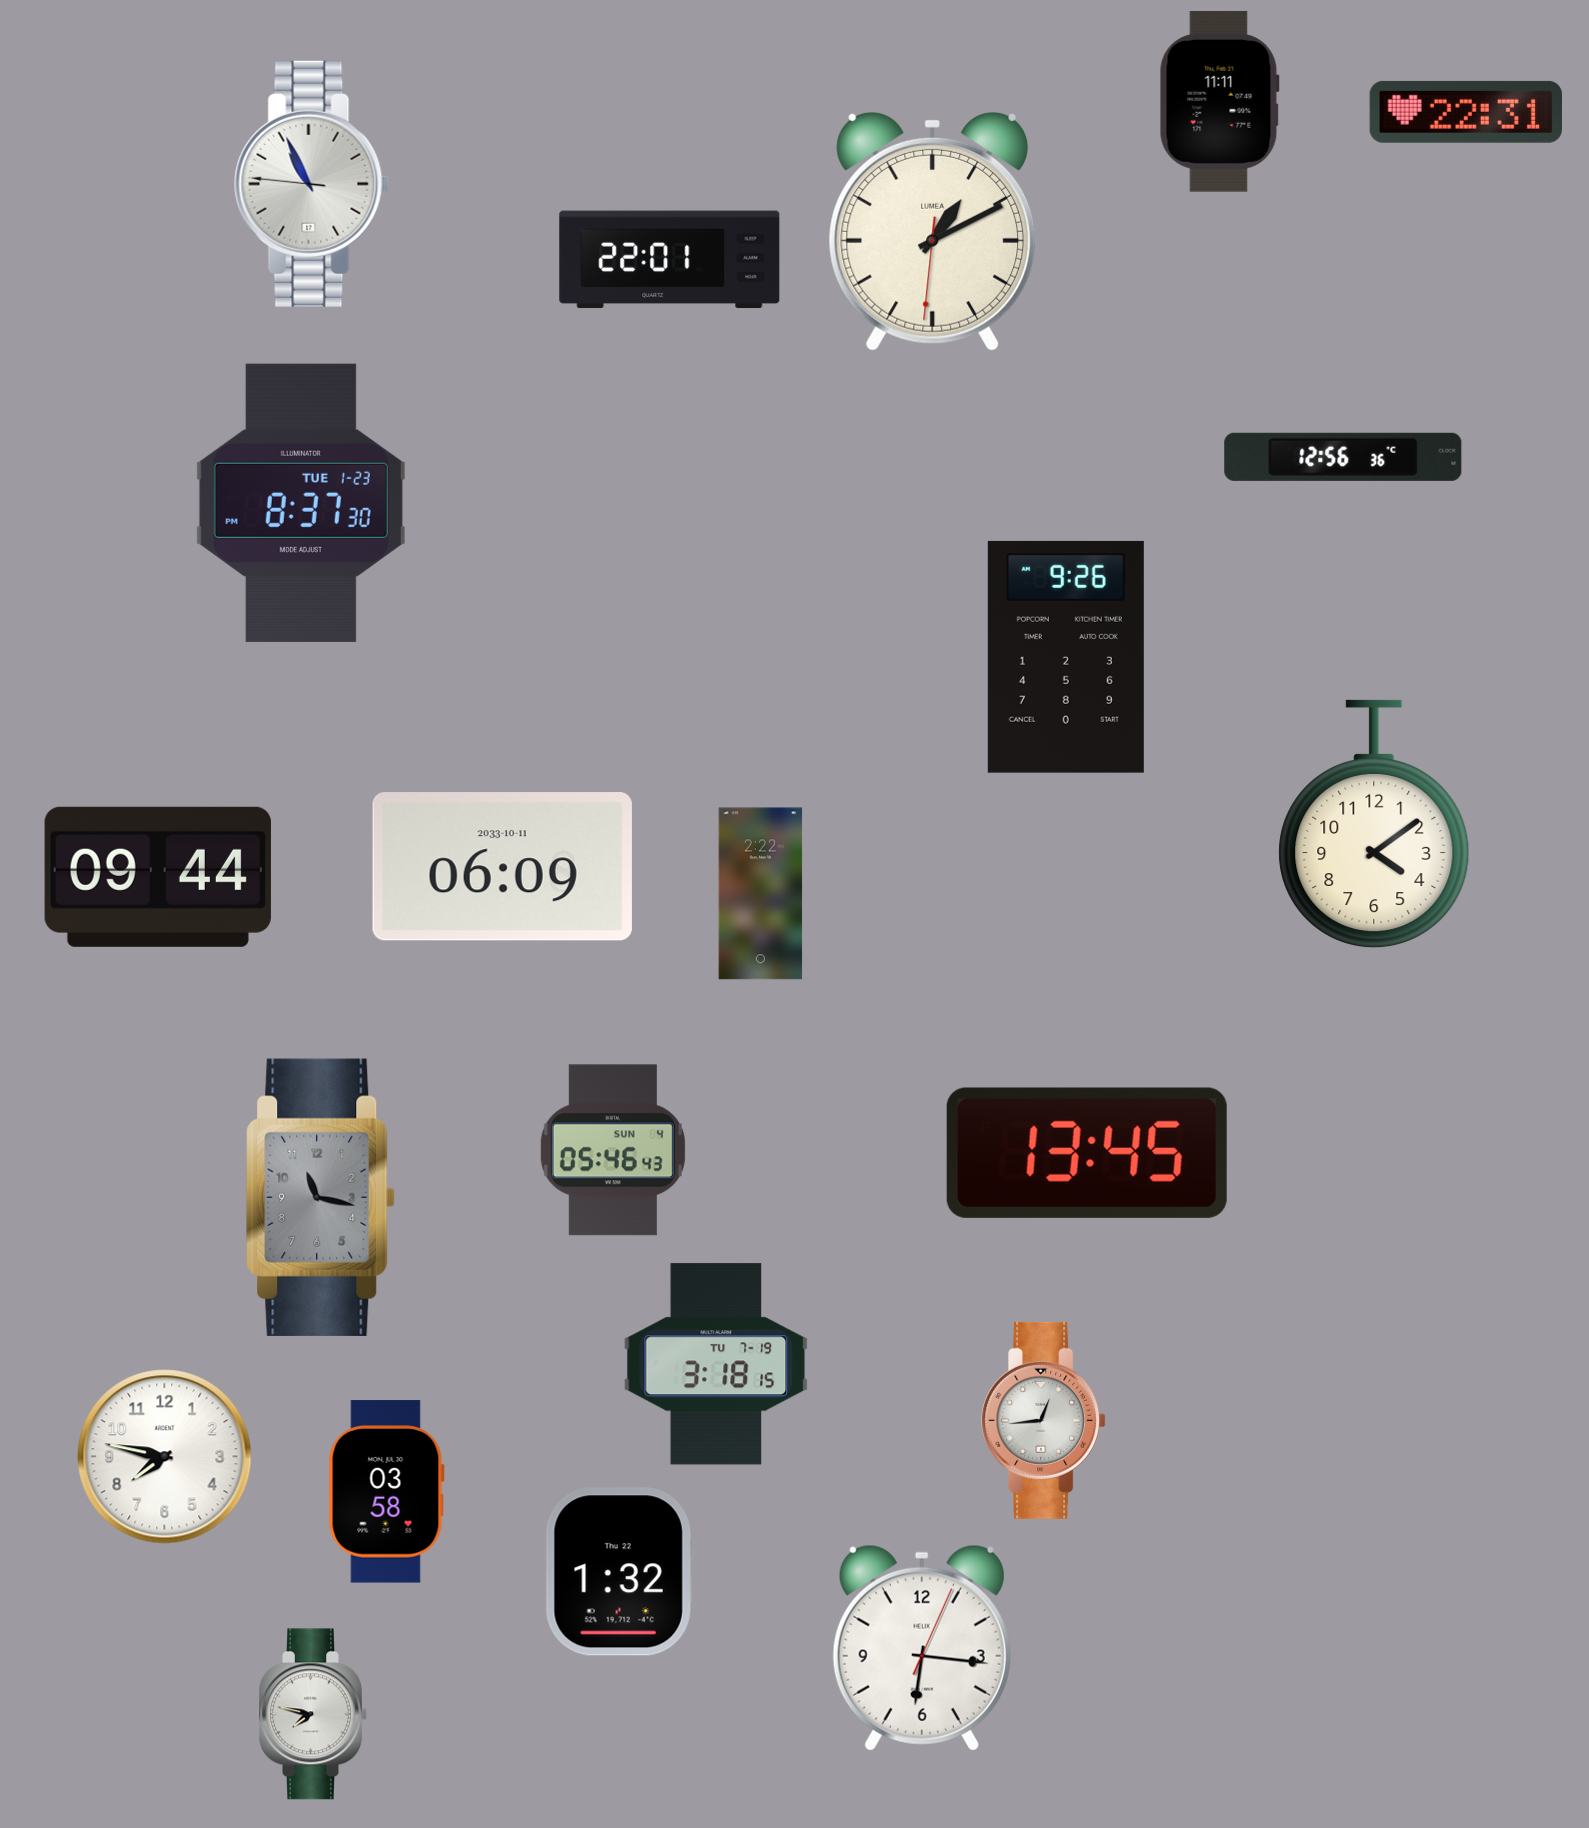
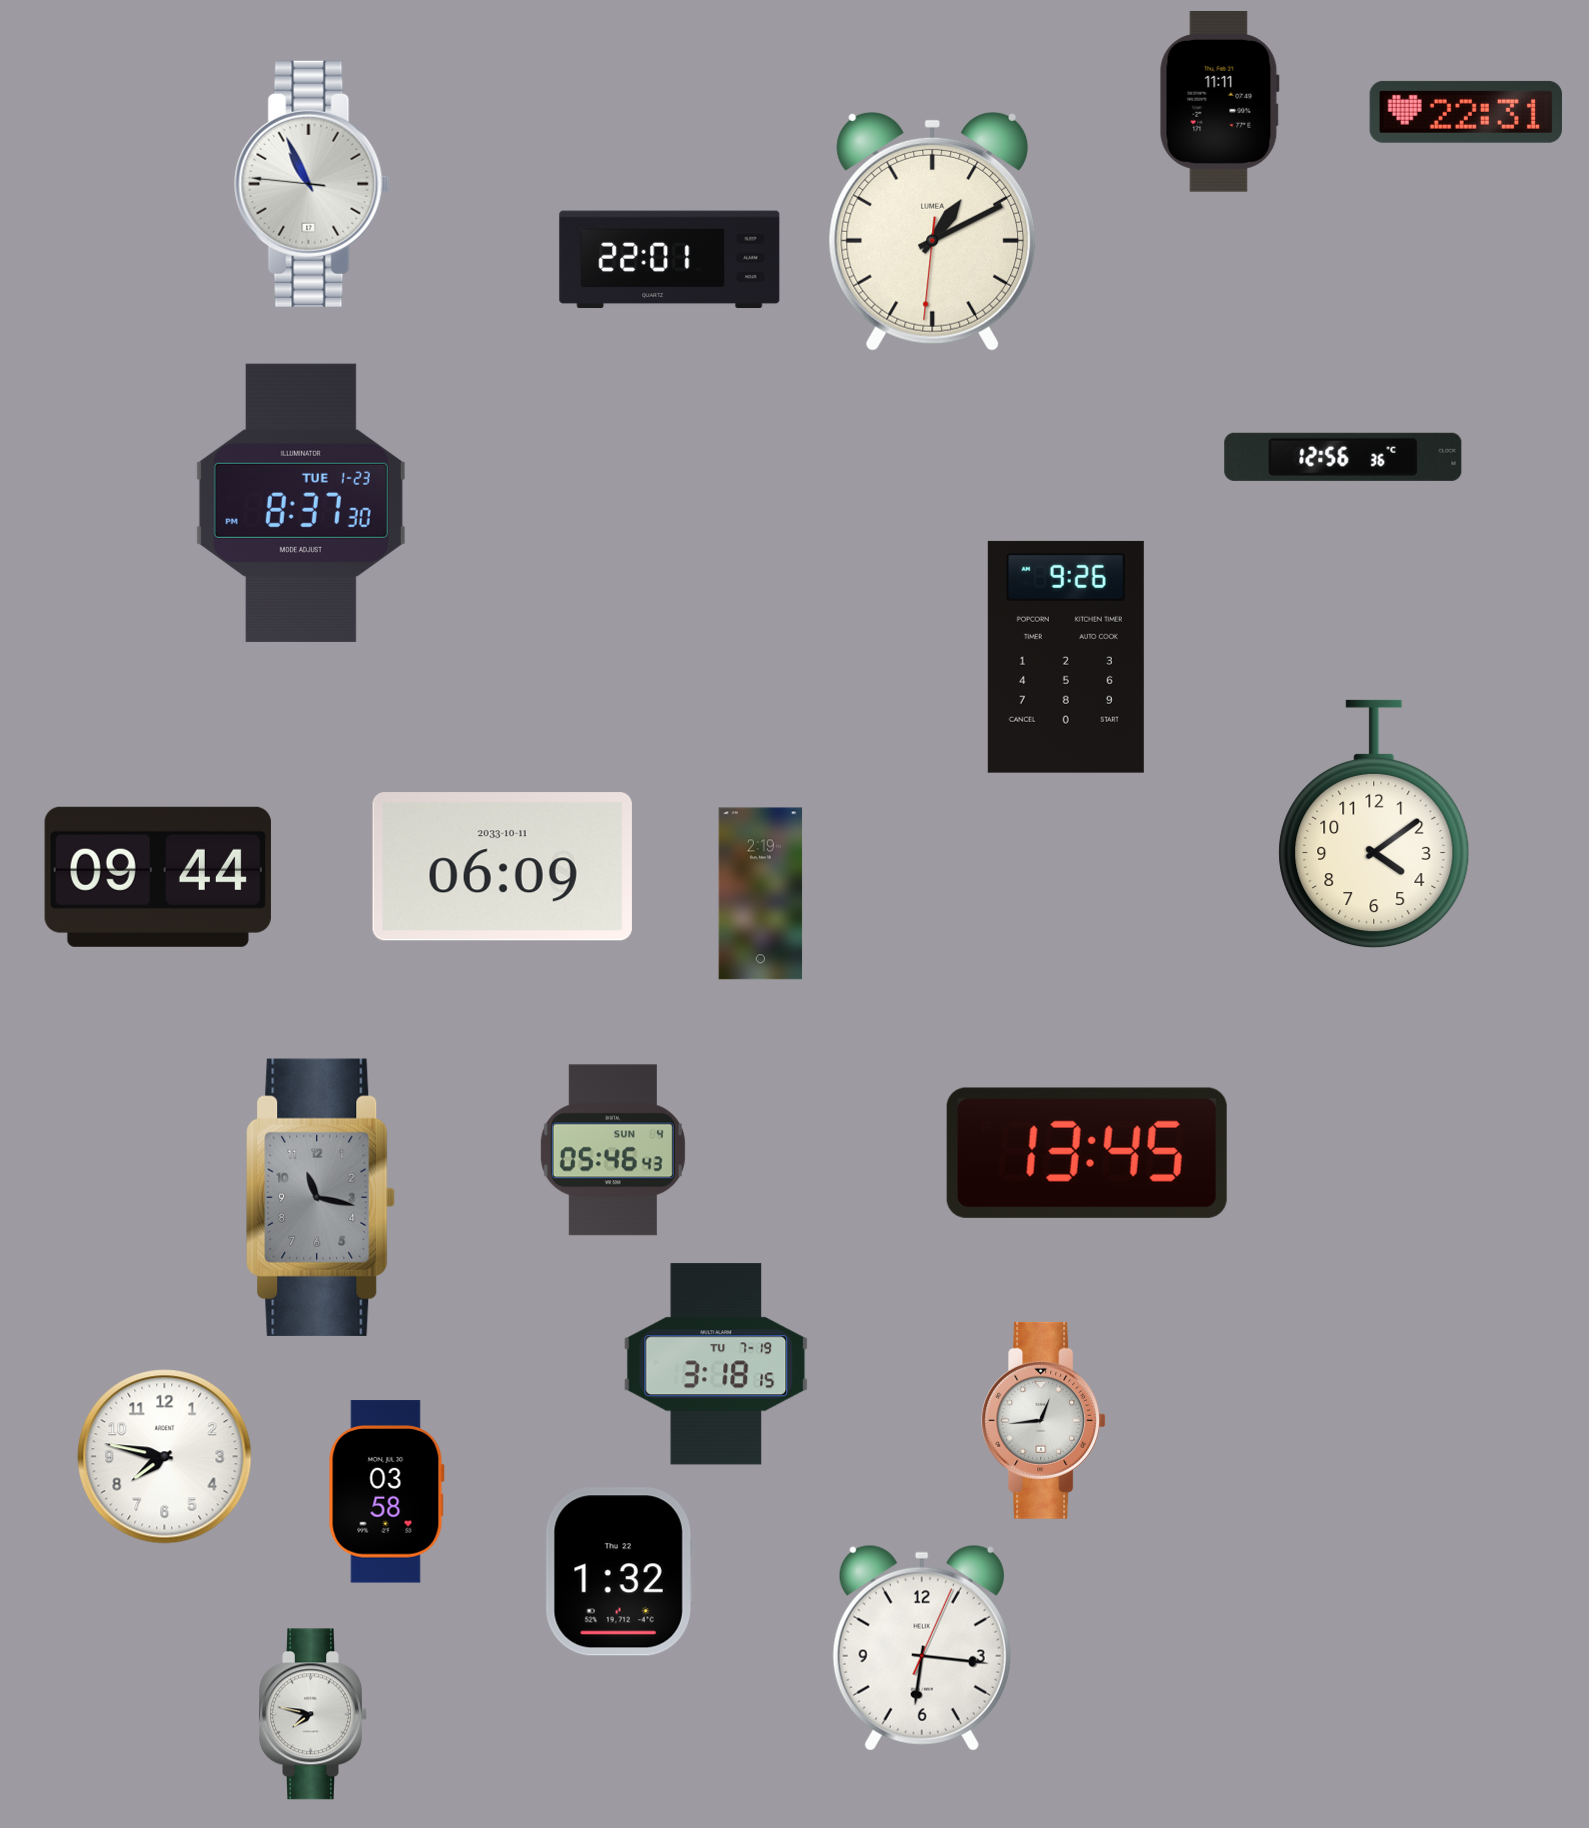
clock at (761, 894): 2:22 -> 2:19
